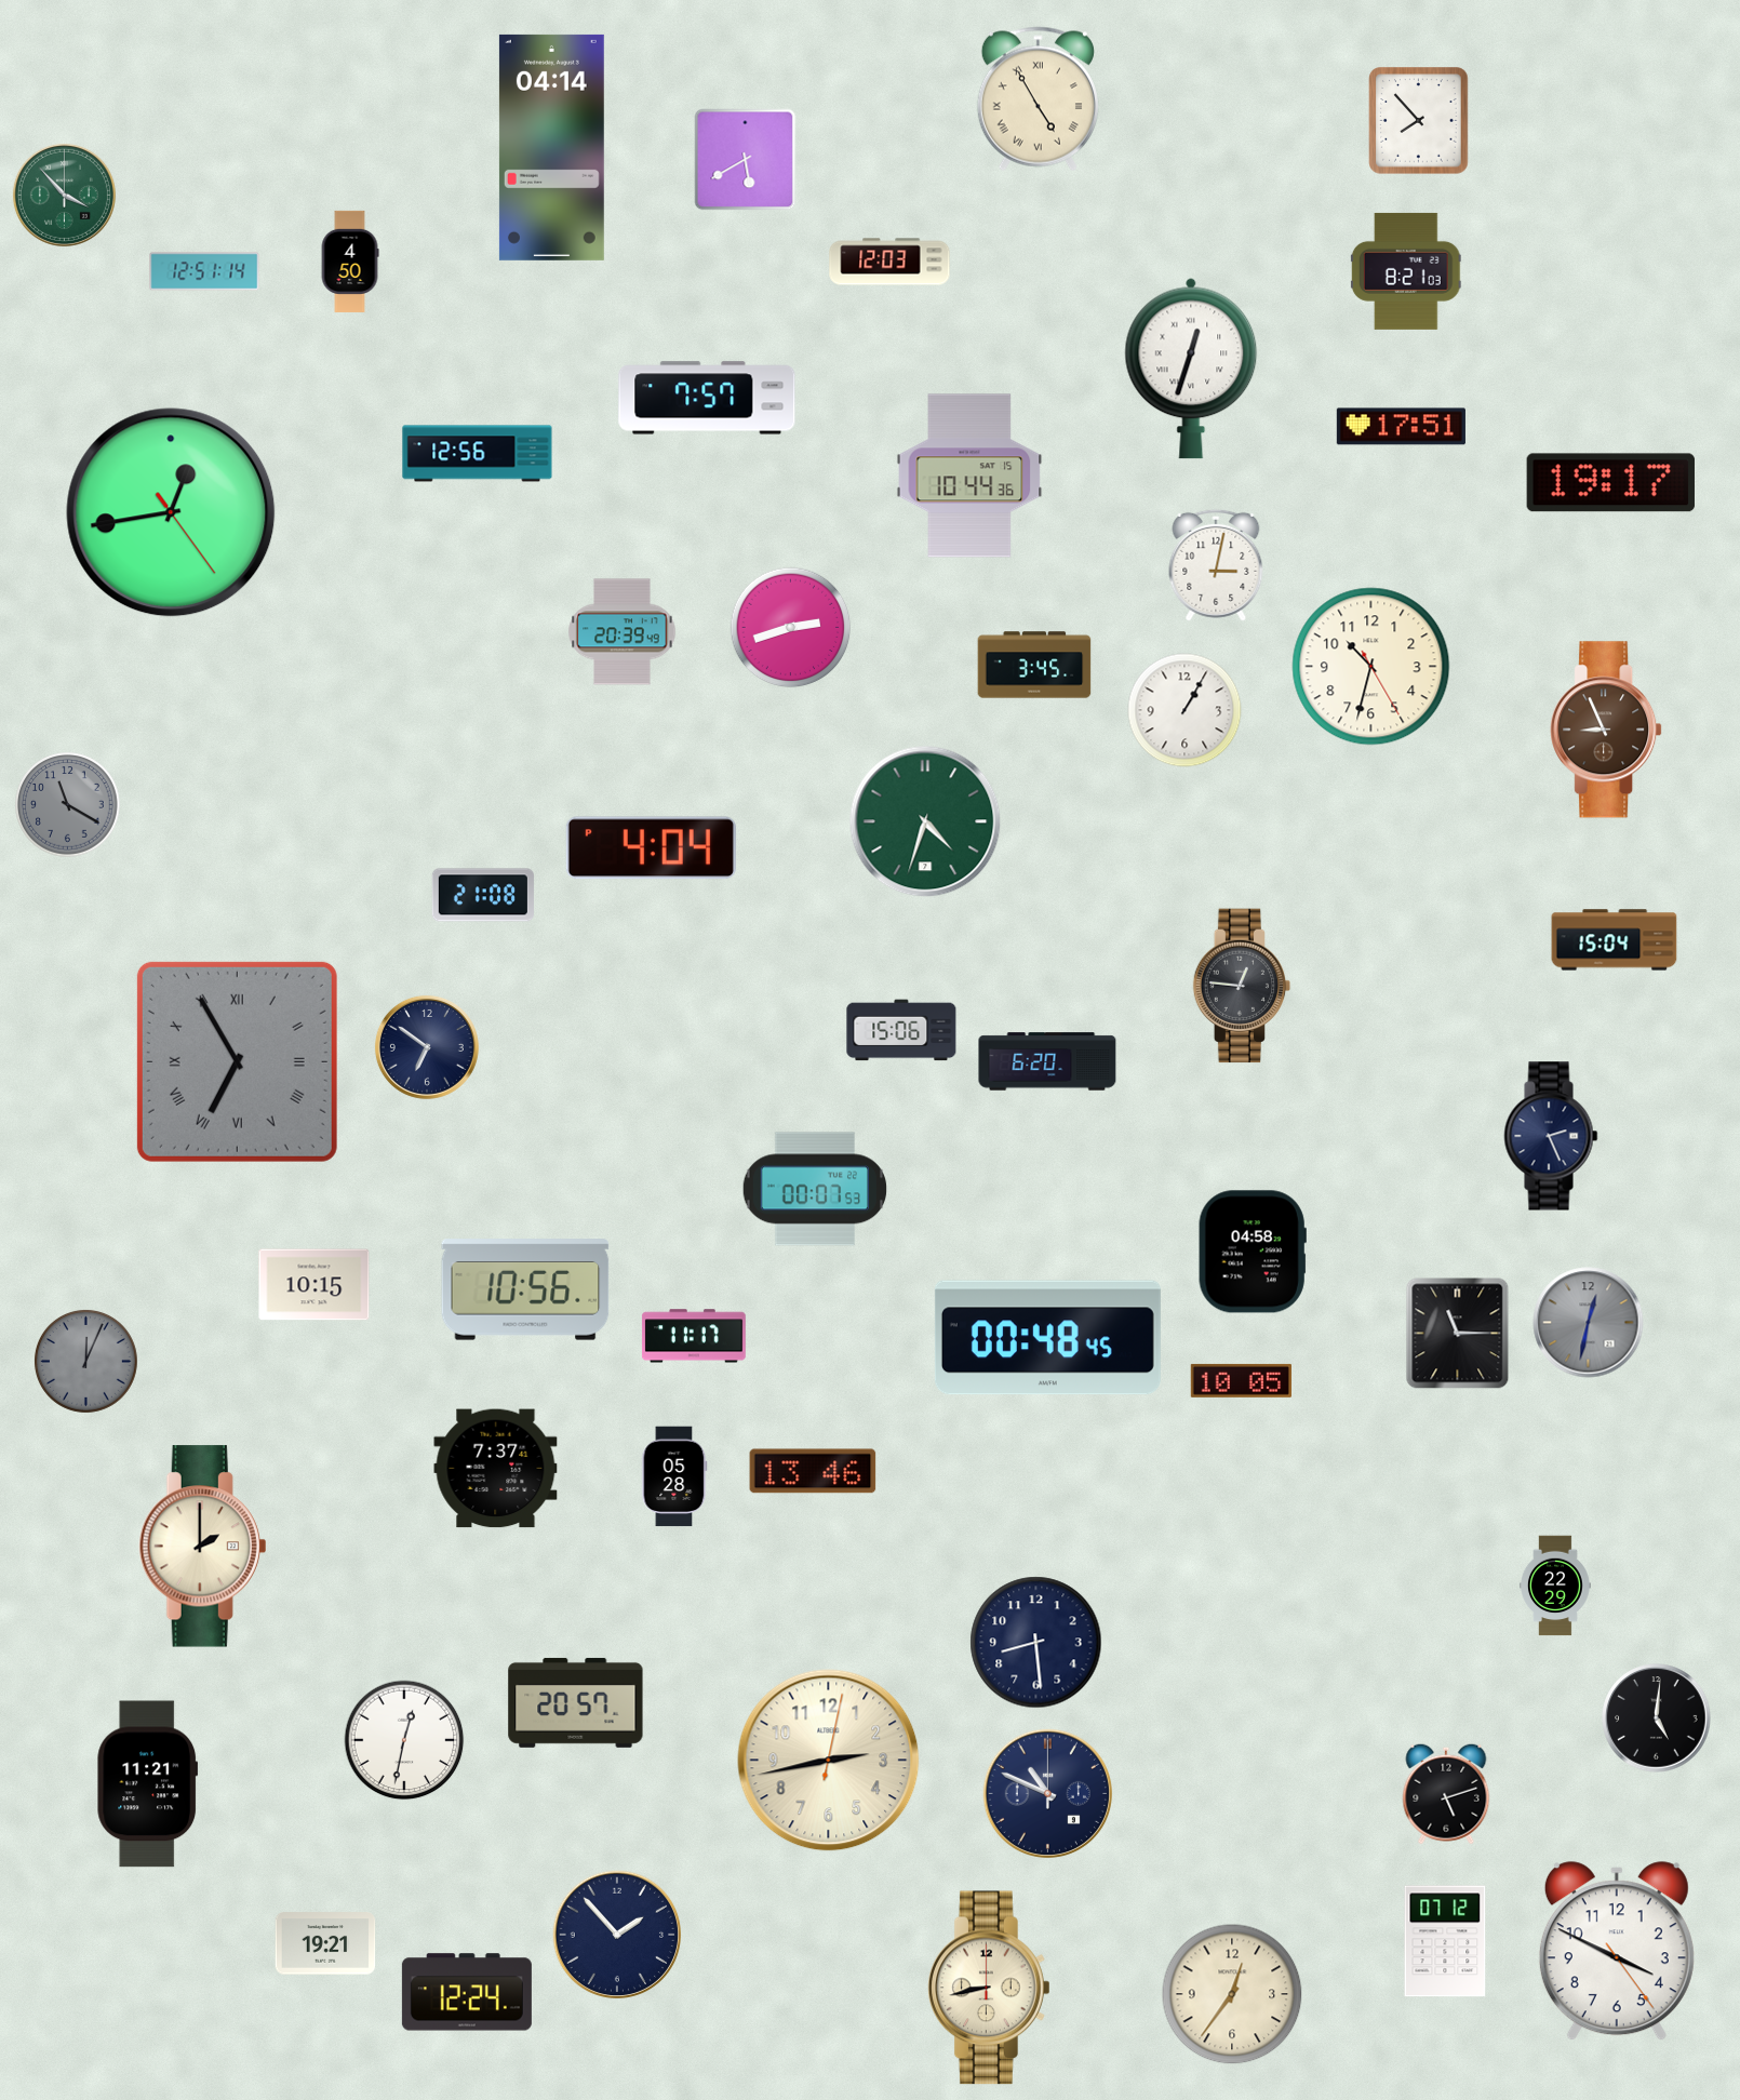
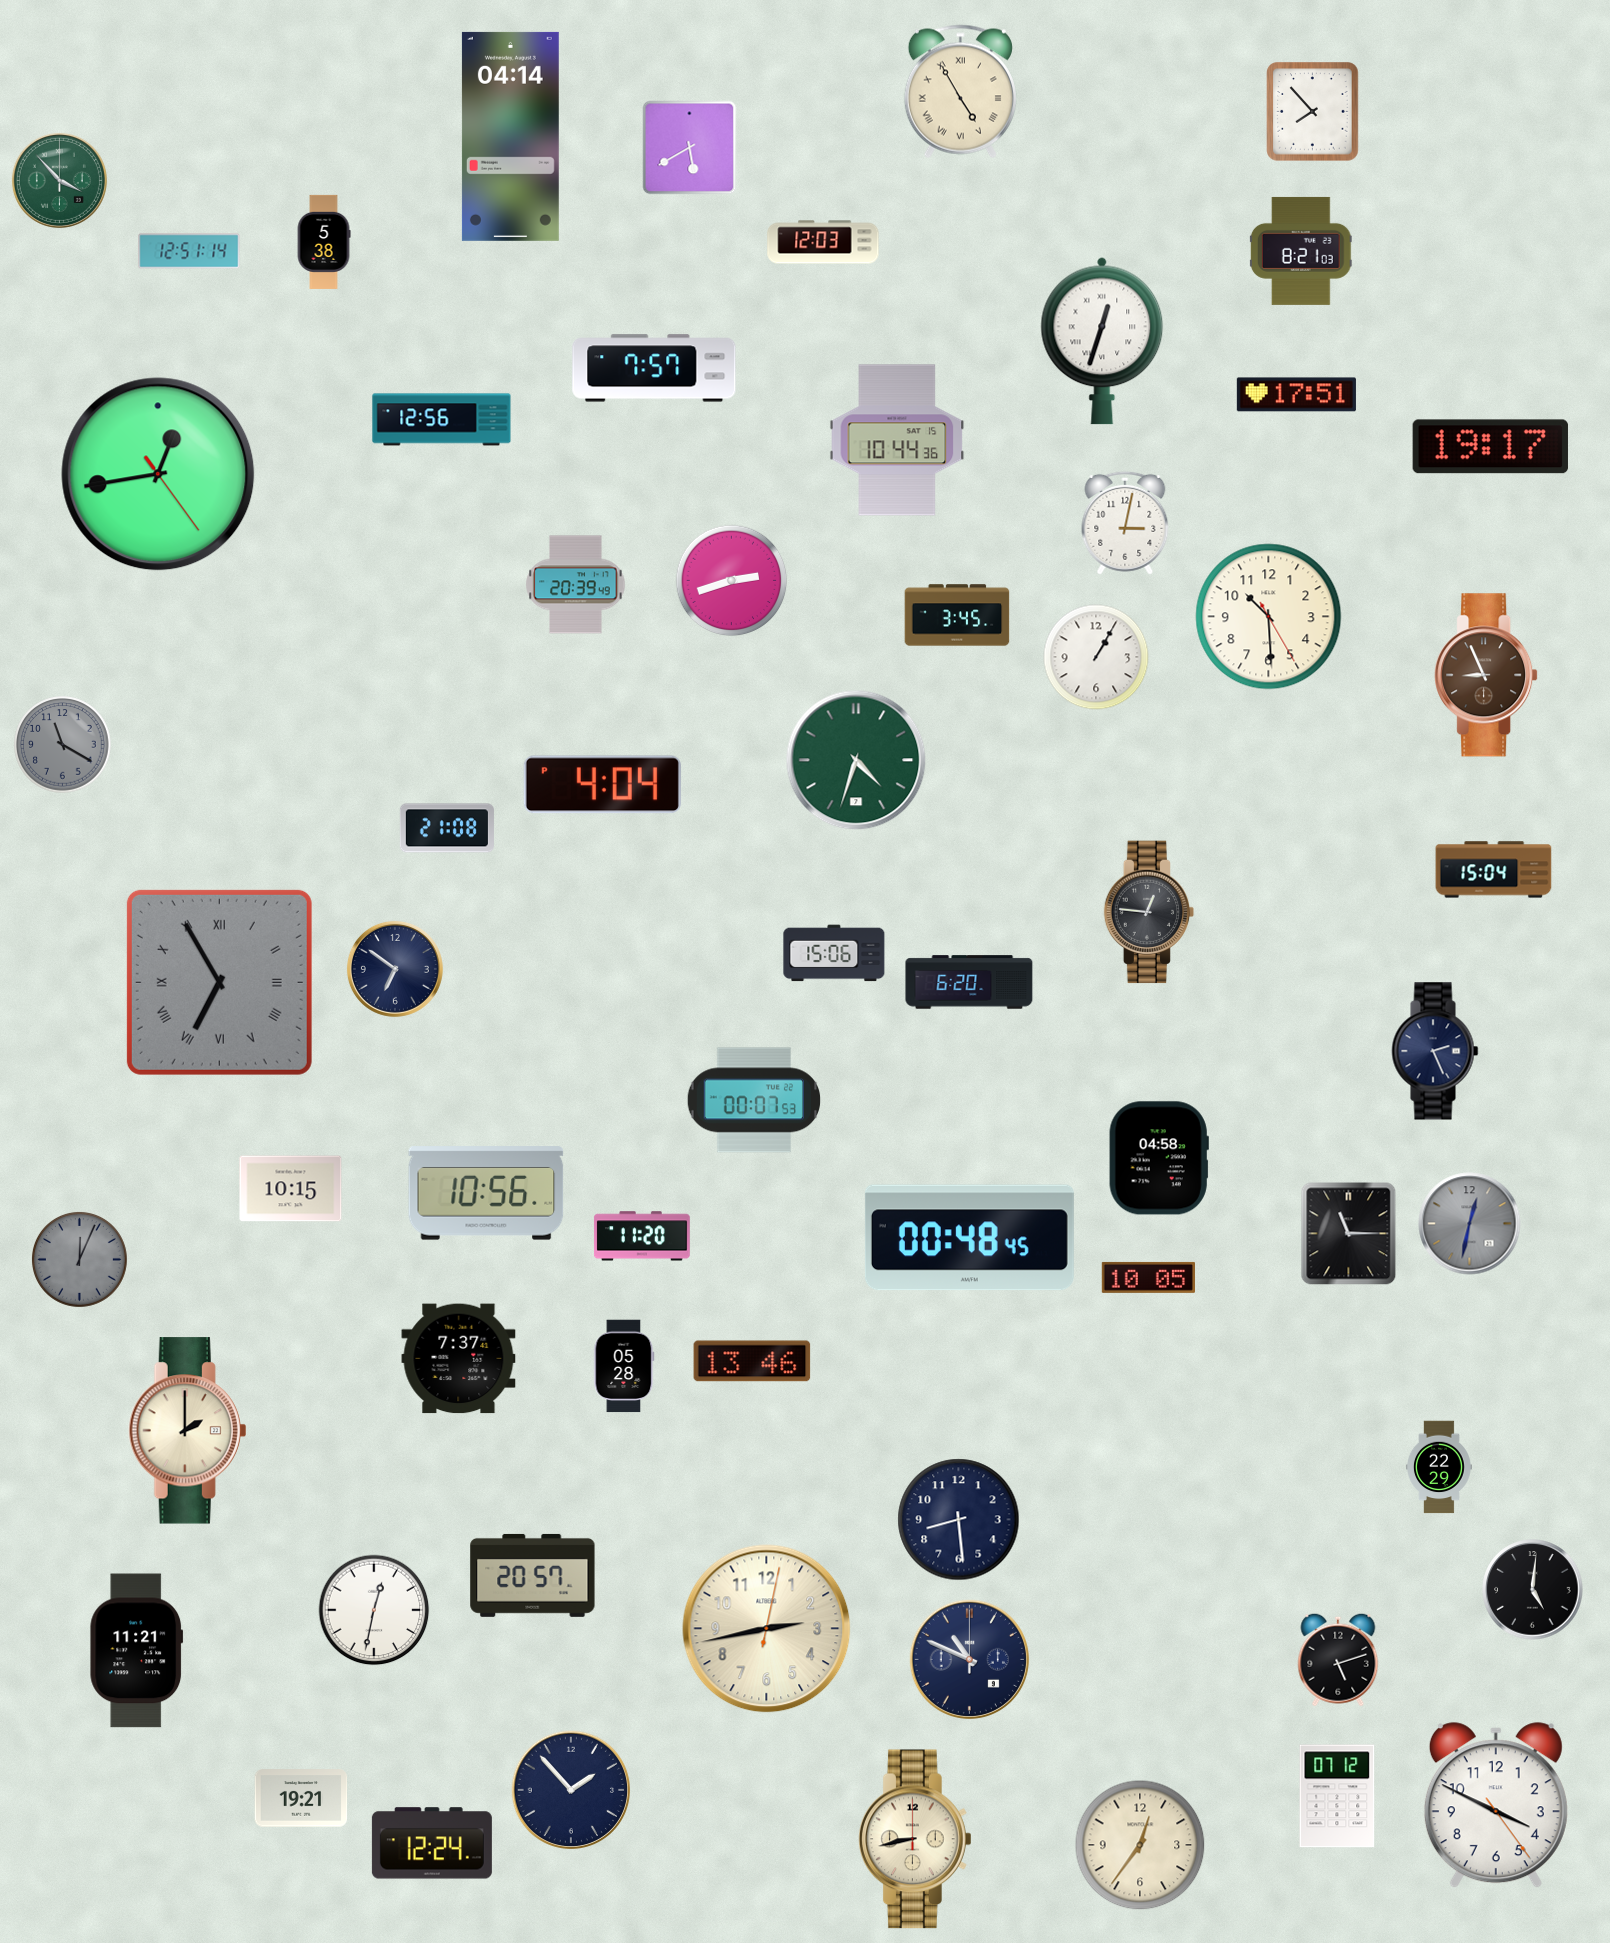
clock at (350, 262): 4:50 -> 5:38
clock at (1371, 667): 10:32 -> 10:29
clock at (694, 1336): 11:17 -> 11:20
